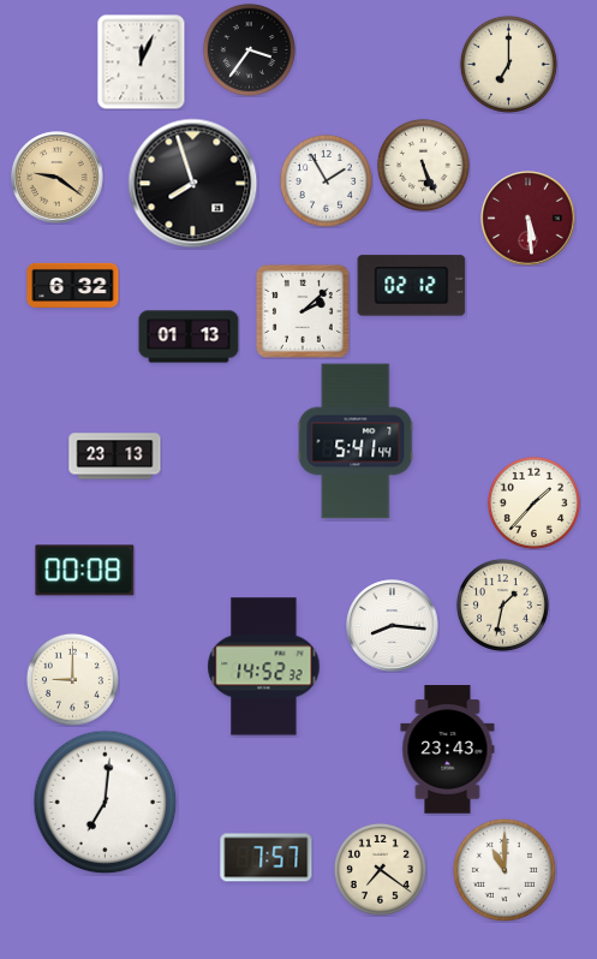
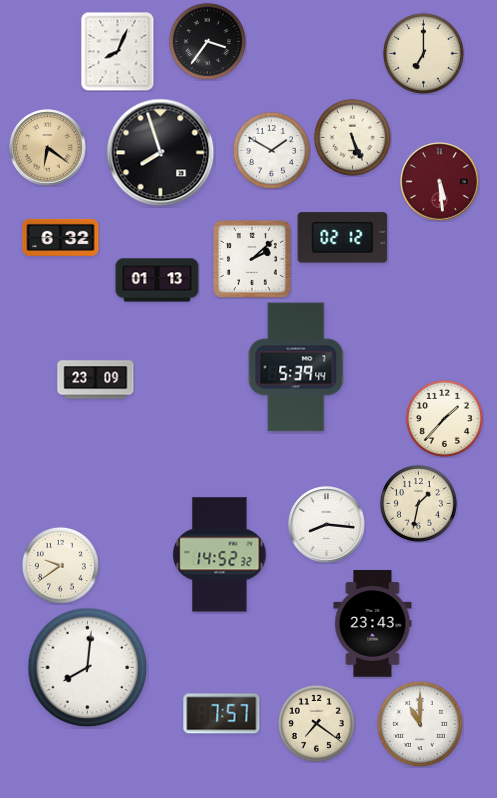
clock at (142, 62): 12:04 -> 8:04
clock at (58, 178): 9:21 -> 6:21
clock at (326, 180): 1:55 -> 1:50
clock at (356, 441): 5:41 -> 5:39
clock at (115, 457): 23:13 -> 23:09
clock at (85, 571): 00:08 -> none
clock at (393, 626) position: (393, 626) -> (327, 525)
clock at (72, 679): 9:00 -> 9:39
clock at (106, 803): 7:01 -> 8:01
